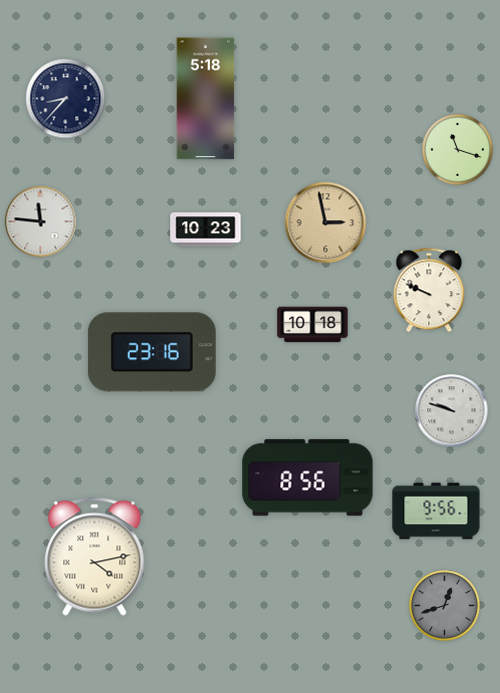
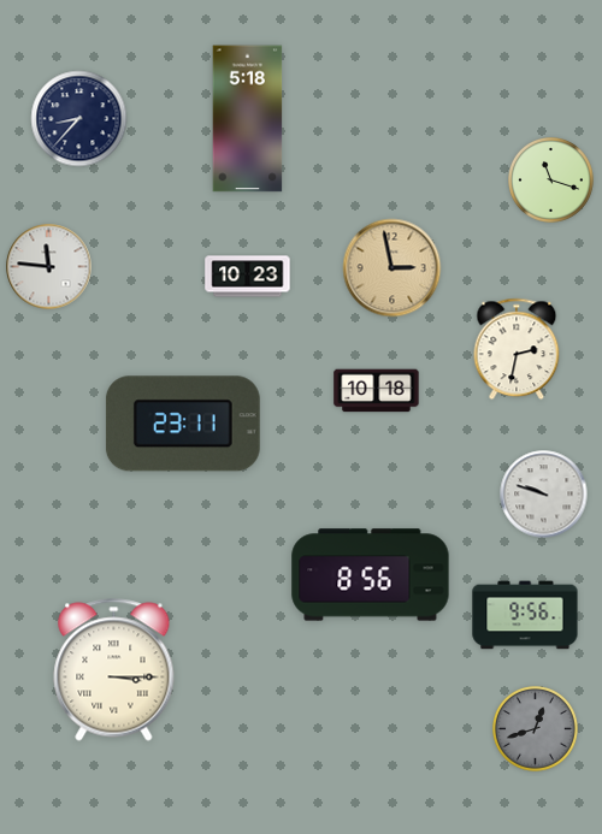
clock at (429, 290): 9:49 -> 2:32
clock at (152, 352): 23:16 -> 23:11
clock at (95, 557): 4:13 -> 3:15
